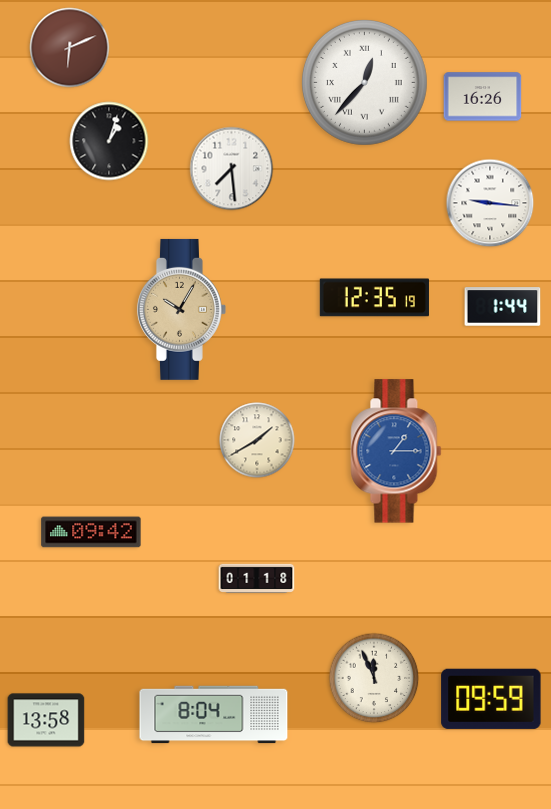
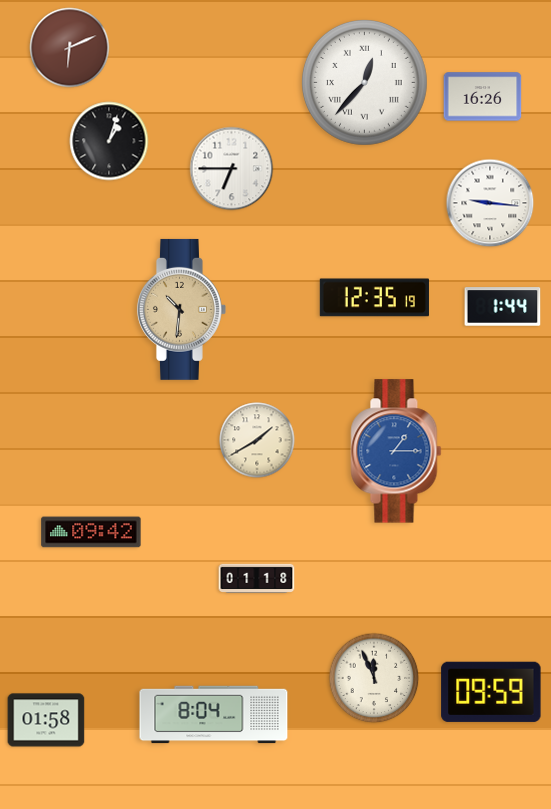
clock at (232, 169): 7:29 -> 6:45
clock at (181, 309): 10:05 -> 10:31
clock at (491, 699) position: (491, 699) -> (491, 692)
clock at (46, 720): 13:58 -> 01:58
